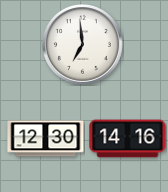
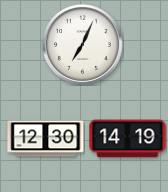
clock at (83, 45): 6:59 -> 7:04
clock at (128, 139): 14:16 -> 14:19
